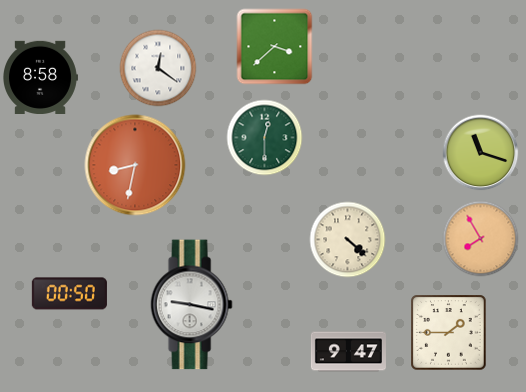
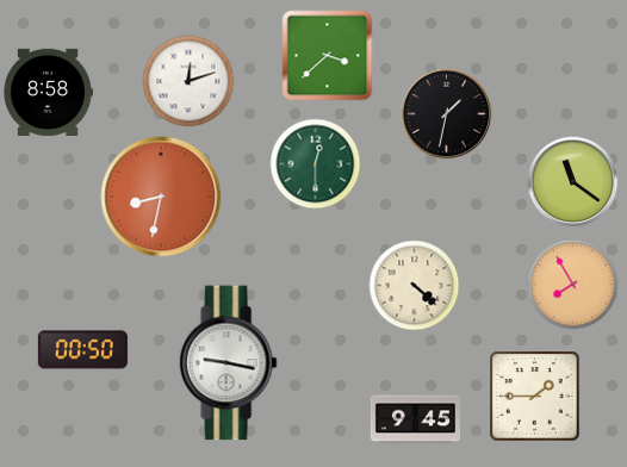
clock at (158, 68): 12:21 -> 12:12
clock at (447, 114): none -> 1:32
clock at (481, 153): 11:18 -> 11:21
clock at (348, 352): 9:47 -> 9:45
